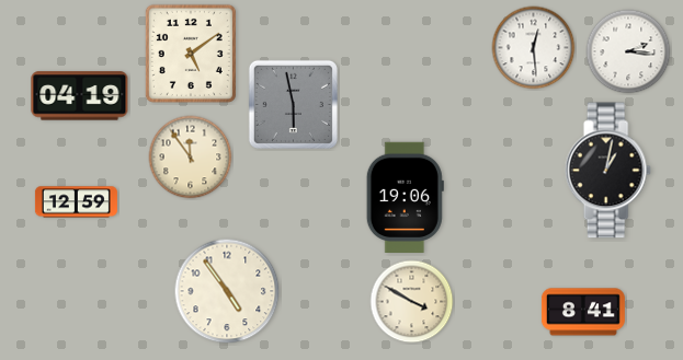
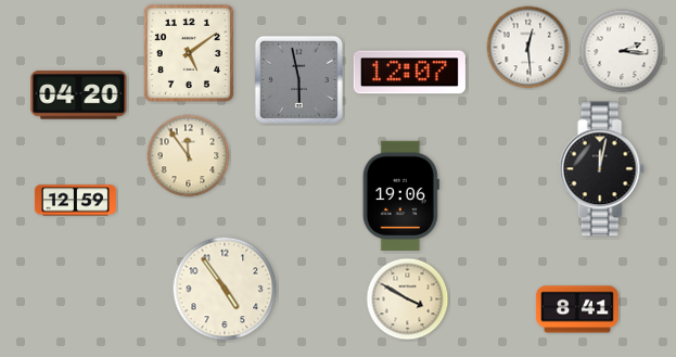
clock at (409, 73): none -> 12:07
clock at (80, 96): 04:19 -> 04:20
clock at (293, 104) position: (293, 104) -> (298, 79)
clock at (607, 171): 1:02 -> 12:02
